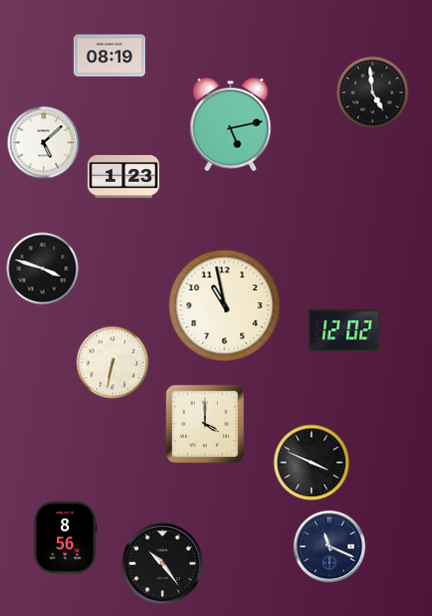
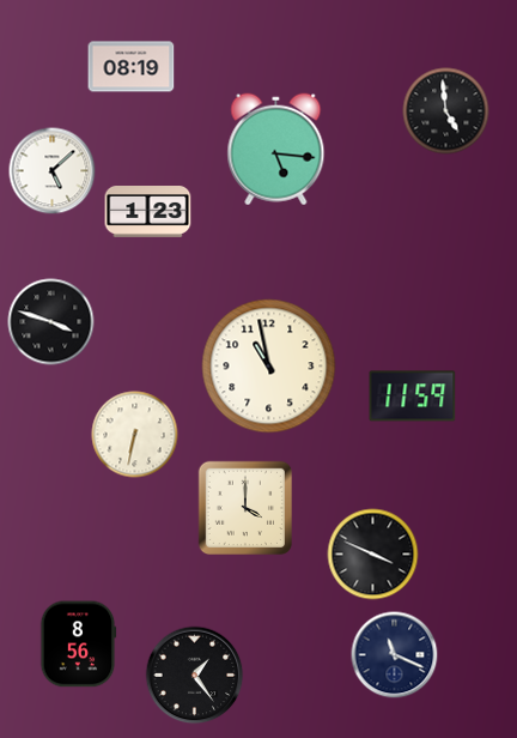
clock at (231, 125): 5:13 -> 5:16
clock at (345, 331): 12:02 -> 11:59
clock at (163, 564): 10:24 -> 1:24
